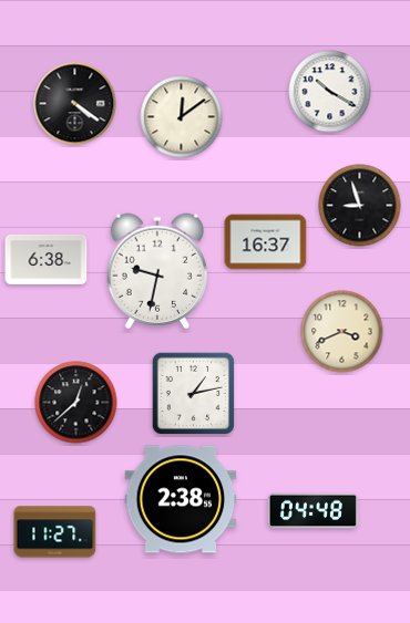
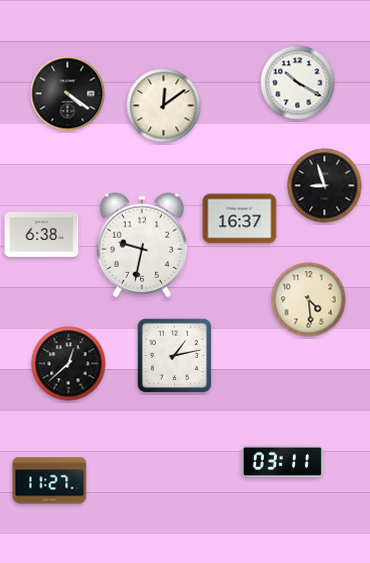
clock at (342, 332): 3:41 -> 4:29
clock at (181, 499): 2:38 -> none
clock at (312, 511): 04:48 -> 03:11
